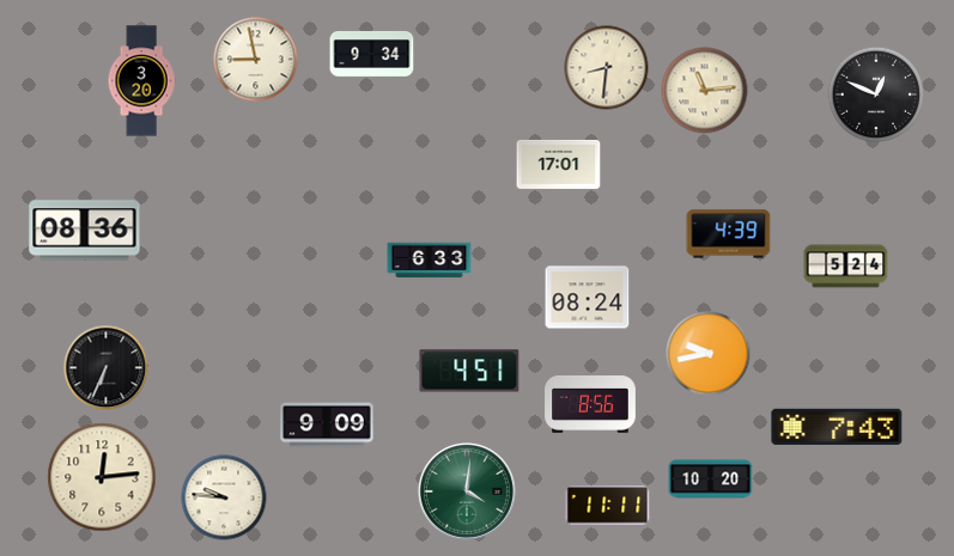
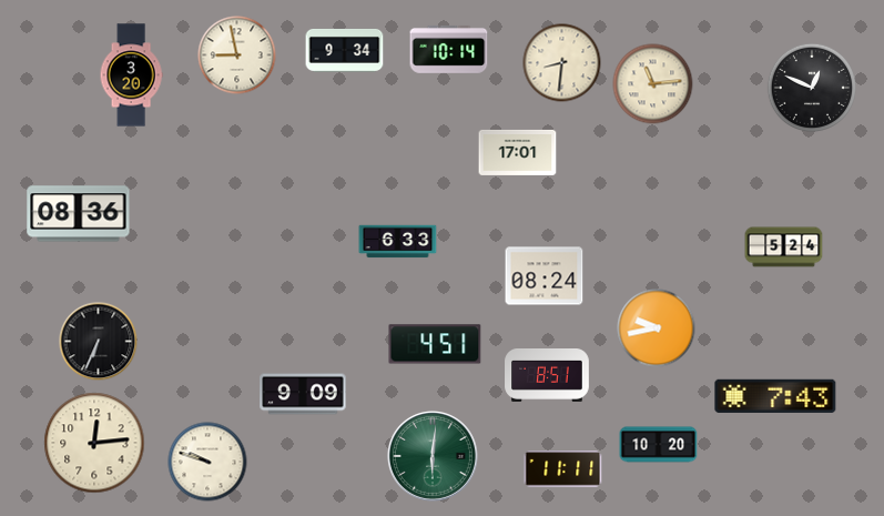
clock at (449, 49): none -> 10:14
clock at (729, 234): 4:39 -> none
clock at (590, 405): 8:56 -> 8:51
clock at (467, 491): 4:01 -> 6:01
clock at (224, 497): 9:46 -> 9:48
